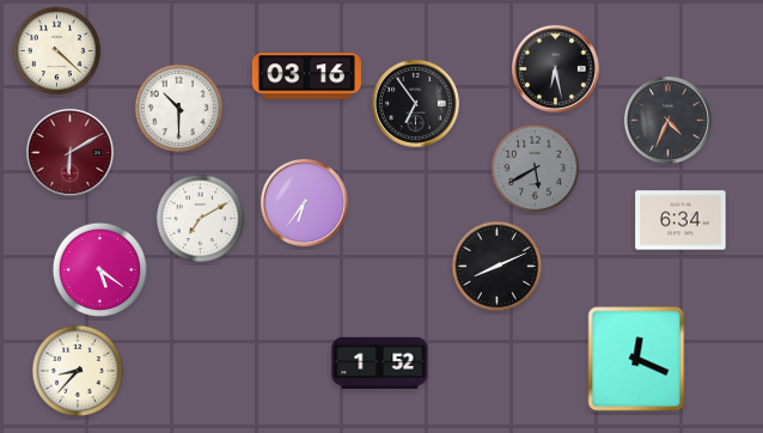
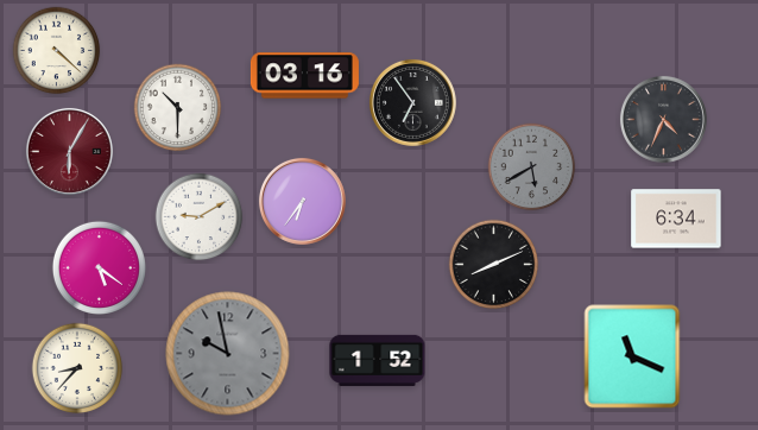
clock at (555, 68): 6:28 -> none
clock at (69, 152): 6:10 -> 6:05
clock at (201, 219): 7:10 -> 9:10
clock at (228, 354): none -> 9:58
clock at (636, 359): 12:19 -> 11:19
